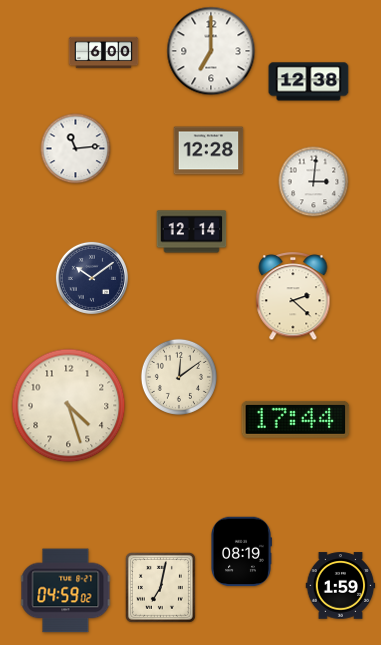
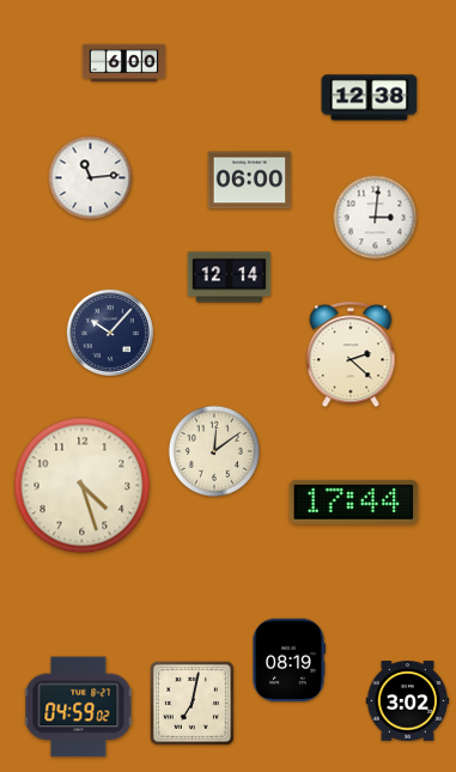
clock at (211, 51): 7:00 -> none
clock at (209, 151): 12:28 -> 06:00
clock at (92, 278): 10:09 -> 10:07
clock at (341, 586): 1:59 -> 3:02
